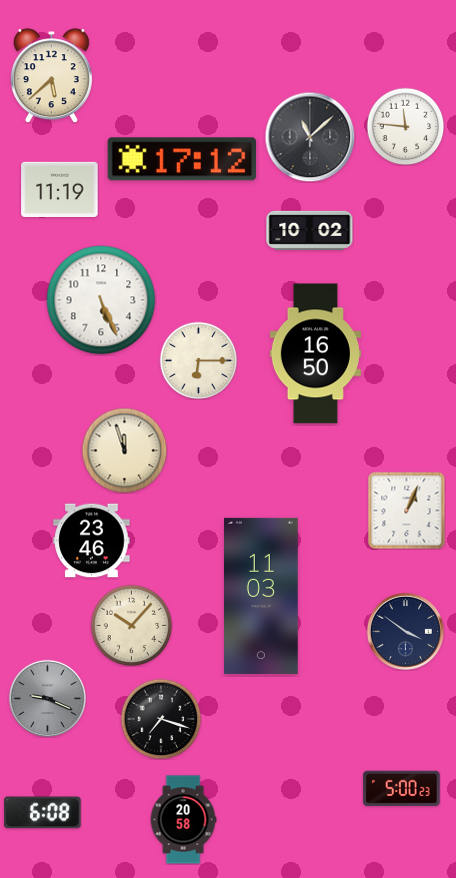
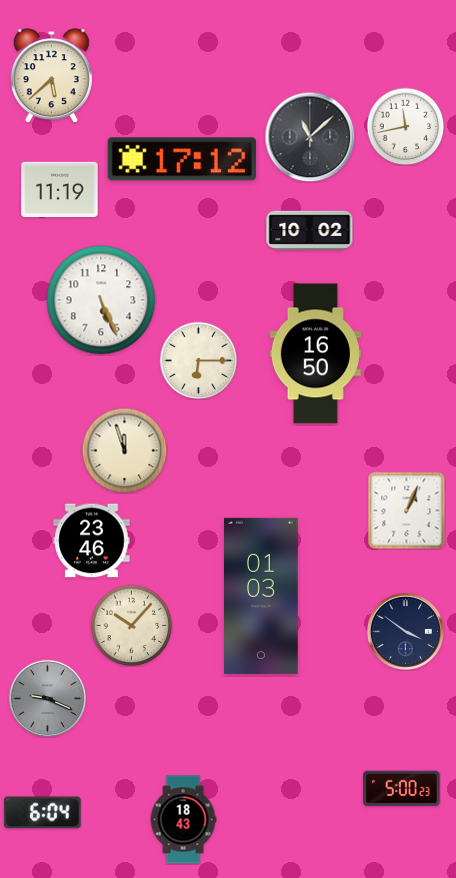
clock at (405, 126): 11:46 -> 11:43
clock at (262, 596): 11:03 -> 01:03
clock at (161, 719): 7:18 -> none
clock at (43, 813): 6:08 -> 6:04
clock at (183, 820): 20:58 -> 18:43
